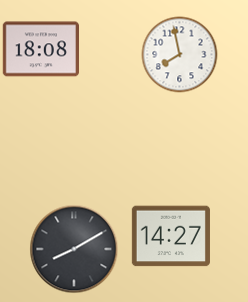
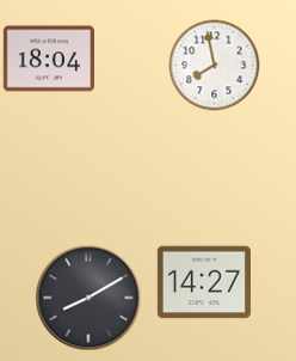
clock at (41, 49): 18:08 -> 18:04
